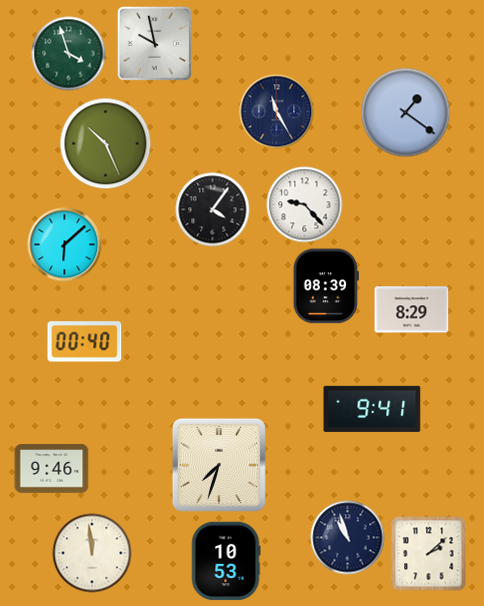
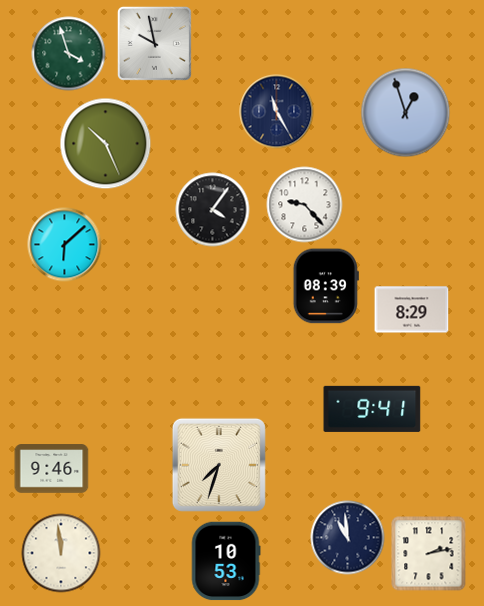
clock at (406, 113): 1:21 -> 12:57
clock at (85, 342): 00:40 -> none
clock at (348, 538): 10:57 -> 10:59
clock at (92, 553) position: (92, 553) -> (61, 553)
clock at (429, 554): 2:08 -> 2:13
